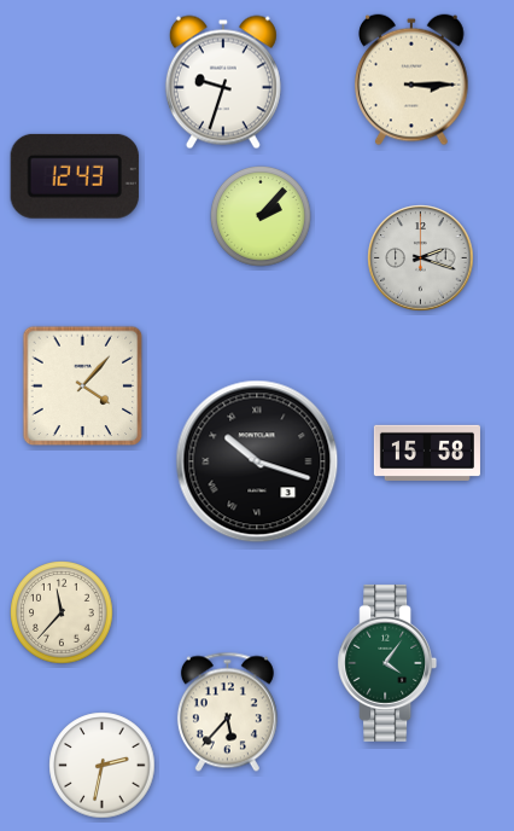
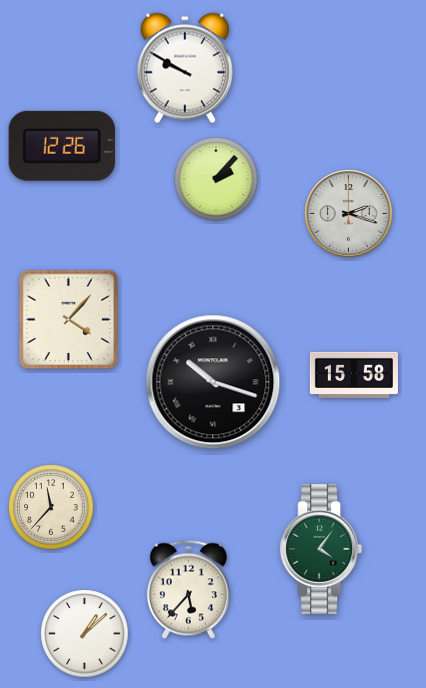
clock at (413, 80): 3:15 -> none
clock at (223, 82): 9:33 -> 9:50
clock at (75, 176): 12:43 -> 12:26
clock at (103, 766): 2:32 -> 1:08
